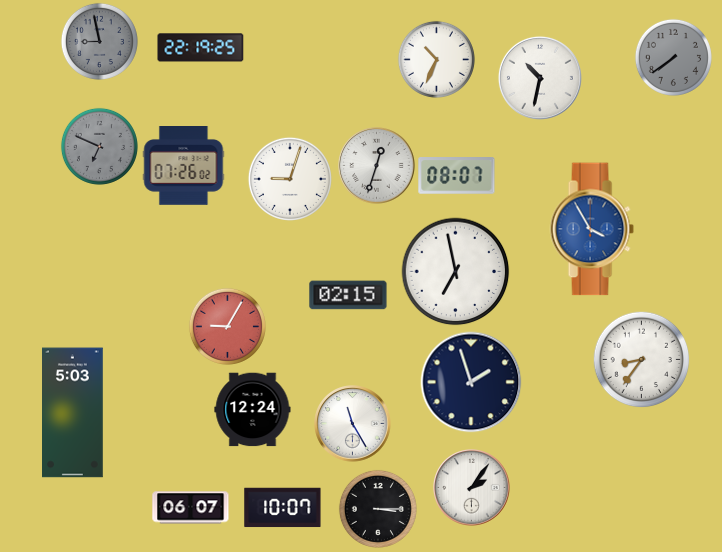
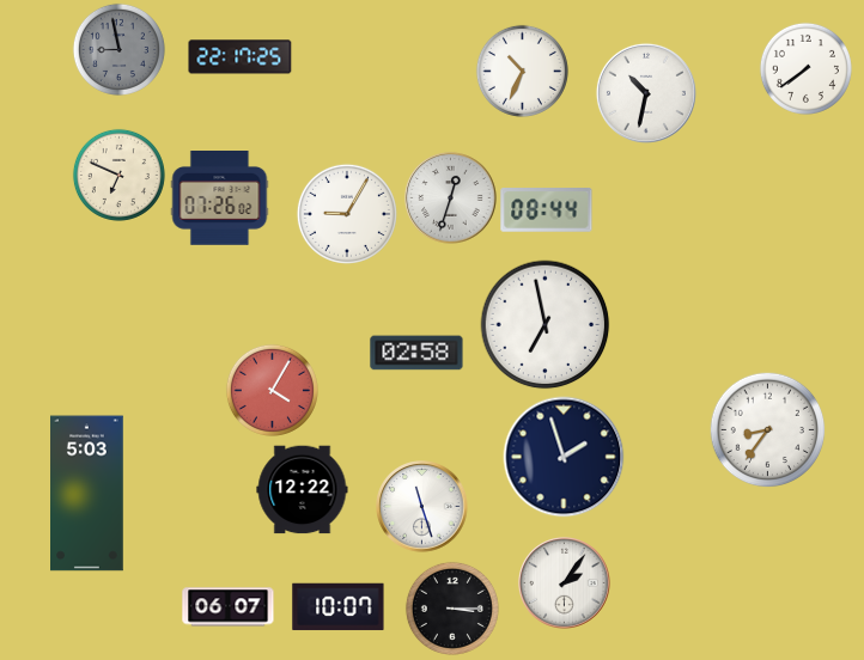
clock at (201, 48): 22:19 -> 22:17
clock at (673, 57) dial: grey -> white
clock at (99, 146) dial: grey -> cream
clock at (457, 176): 08:07 -> 08:44
clock at (290, 179): 9:03 -> 9:05
clock at (592, 229): 3:55 -> none
clock at (348, 295): 02:15 -> 02:58
clock at (227, 326): 9:05 -> 4:05
clock at (253, 410): 12:24 -> 12:22
clock at (353, 424): 11:25 -> 11:27
